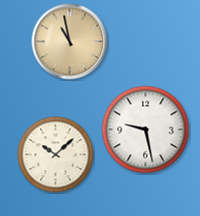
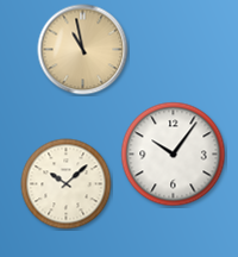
clock at (146, 130): 9:28 -> 10:06
